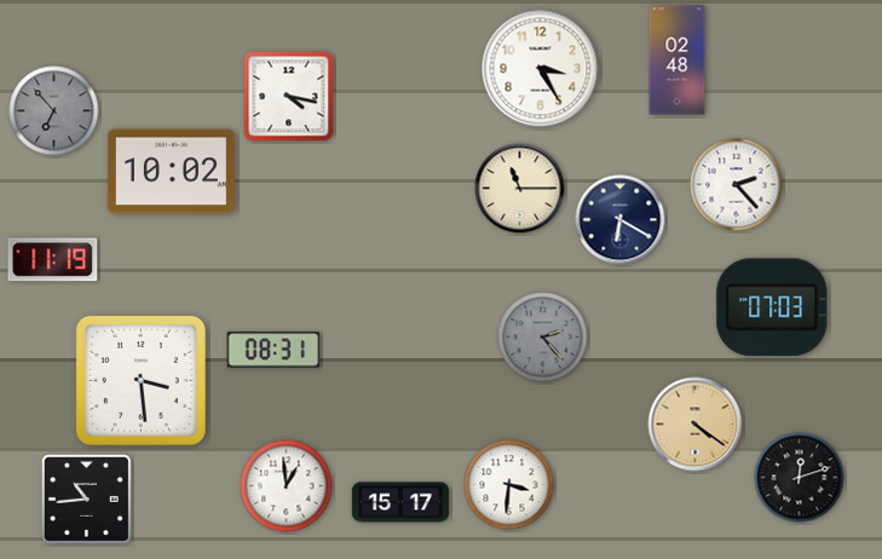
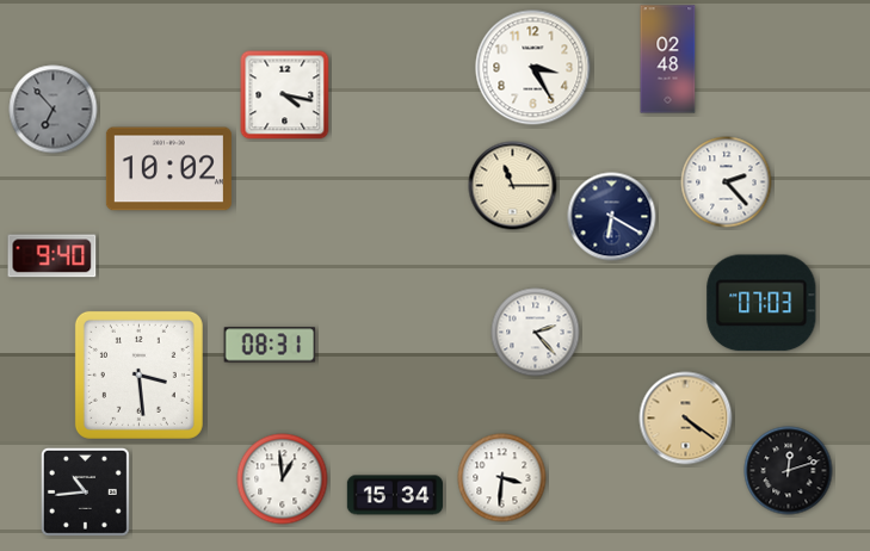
clock at (53, 260): 11:19 -> 9:40
clock at (543, 338) dial: grey -> white
clock at (400, 502): 15:17 -> 15:34
